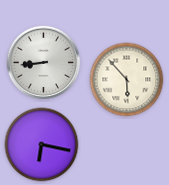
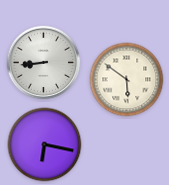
clock at (127, 80): 5:53 -> 5:51
clock at (42, 145) position: (42, 145) -> (45, 145)
